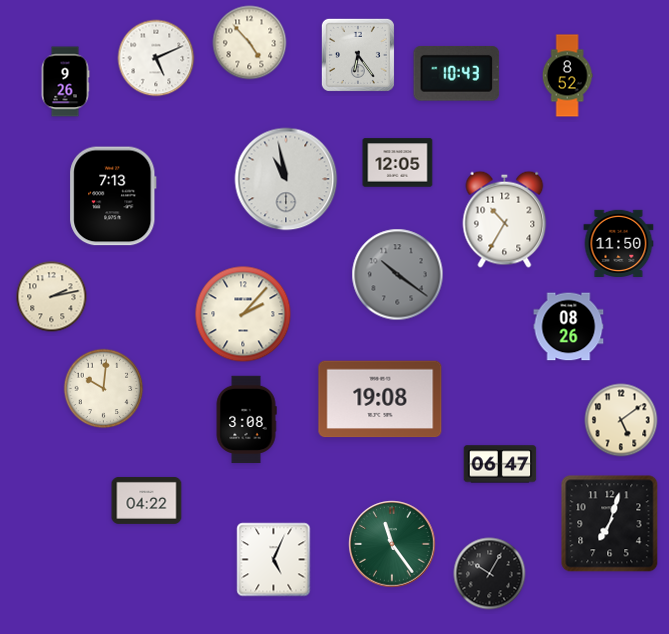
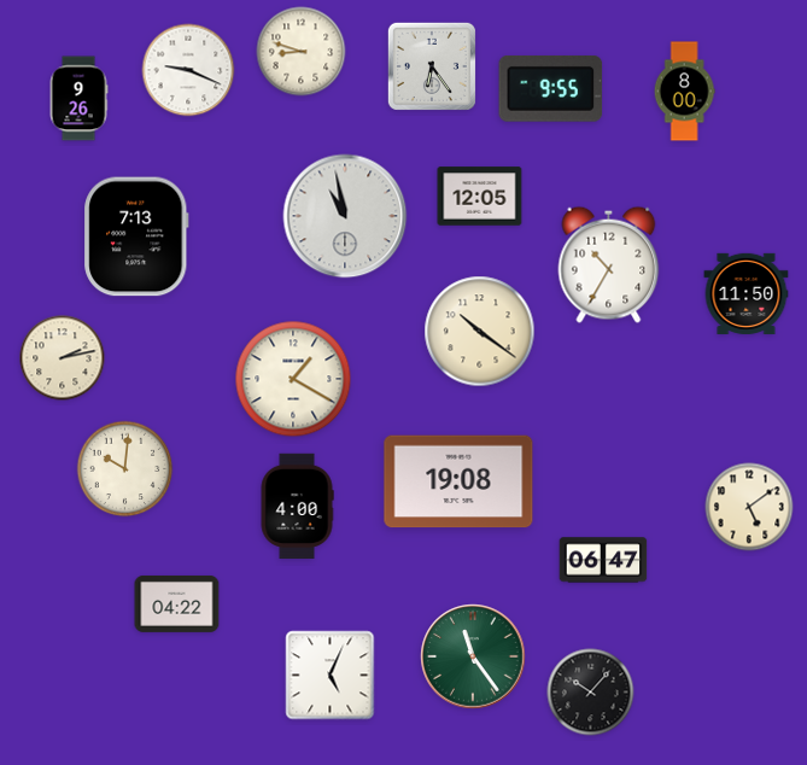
clock at (250, 43): 4:53 -> 8:48
clock at (156, 58): 5:11 -> 9:19
clock at (457, 74): 10:43 -> 9:55
clock at (567, 76): 8:52 -> 8:00
clock at (398, 275) dial: grey -> cream
clock at (243, 314): 2:07 -> 1:20
clock at (569, 327): 08:26 -> none
clock at (246, 420): 3:08 -> 4:00
clock at (610, 524): 7:03 -> none
clock at (490, 574): 10:05 -> 10:07
